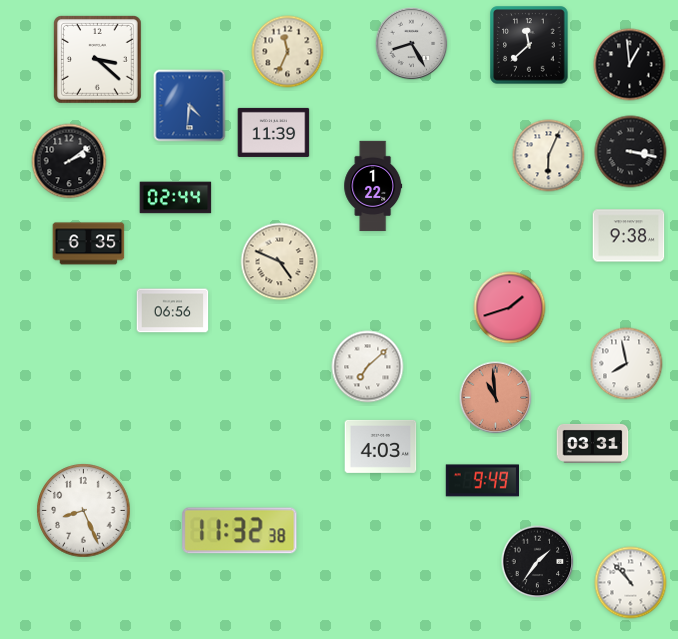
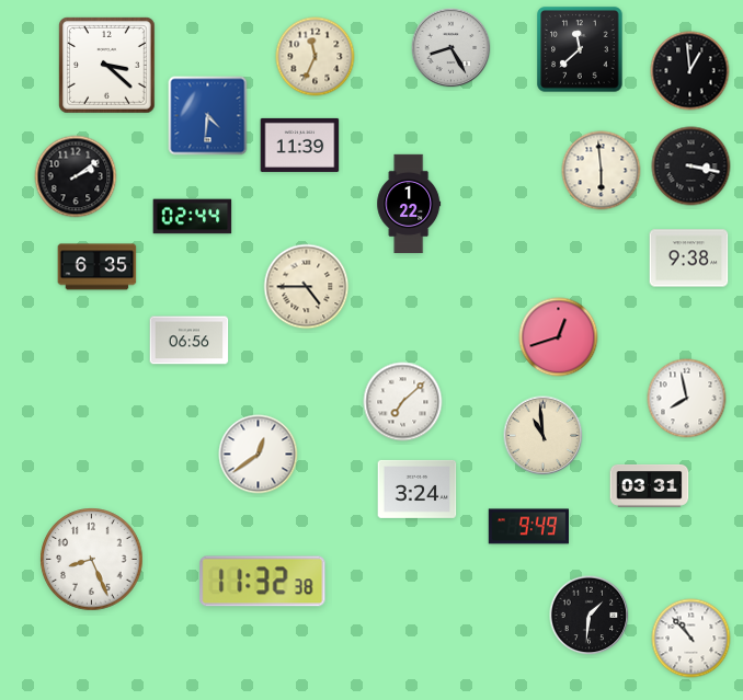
clock at (549, 156): 6:04 -> 5:59
clock at (280, 262): 4:49 -> 4:45
clock at (510, 308): 1:42 -> 12:42
clock at (496, 398) dial: salmon -> cream
clock at (259, 455): none -> 12:39
clock at (381, 446): 4:03 -> 3:24
clock at (538, 562): 1:36 -> 1:31
